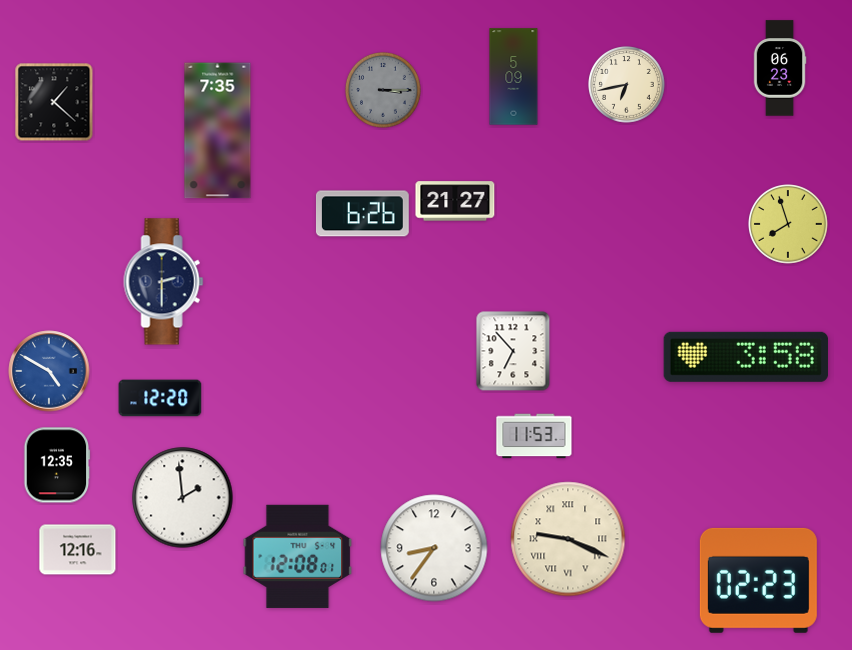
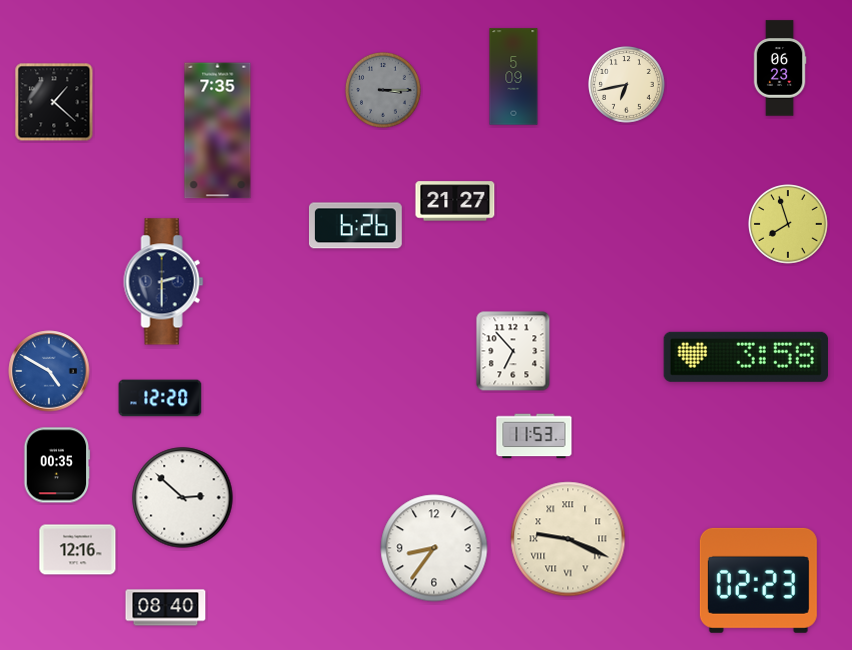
clock at (362, 214) position: (362, 214) -> (355, 226)
clock at (57, 465): 12:35 -> 00:35
clock at (183, 498): 1:59 -> 2:52
clock at (298, 556): 12:08 -> none
clock at (166, 608): none -> 08:40
